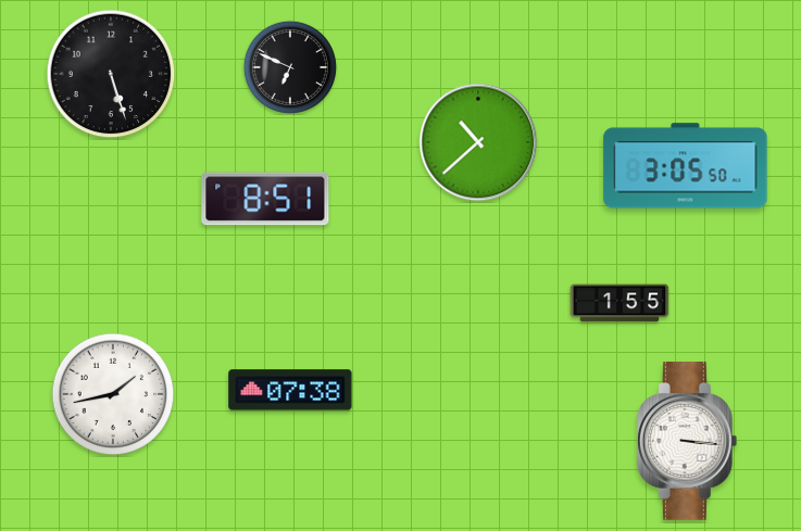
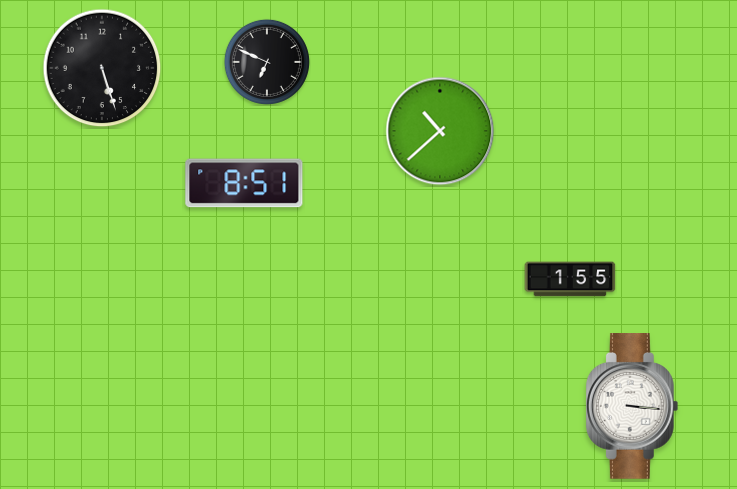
clock at (686, 166): 3:05 -> none
clock at (290, 390): 07:38 -> none
clock at (113, 394): 1:43 -> none
